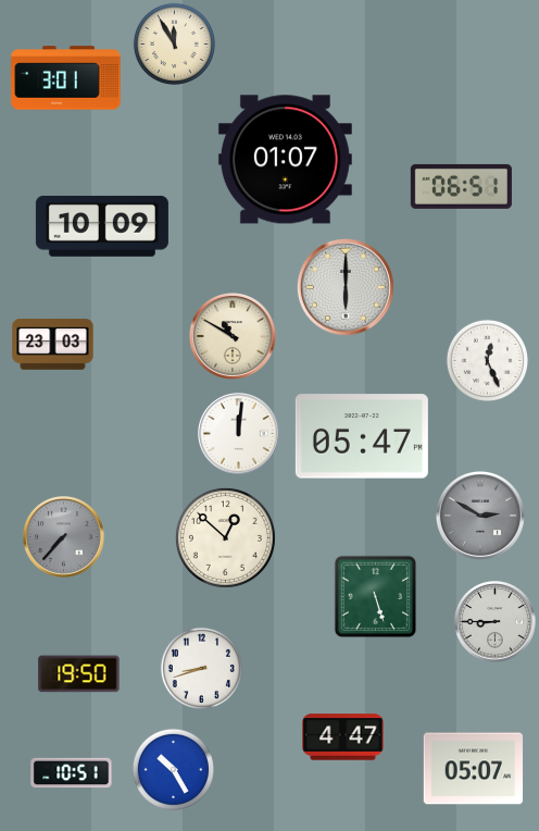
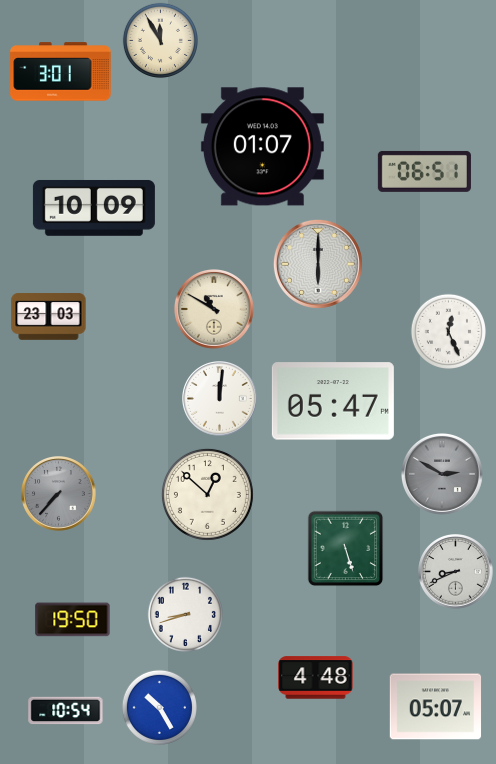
clock at (496, 622): 8:45 -> 8:41
clock at (343, 737): 4:47 -> 4:48
clock at (72, 773): 10:51 -> 10:54
